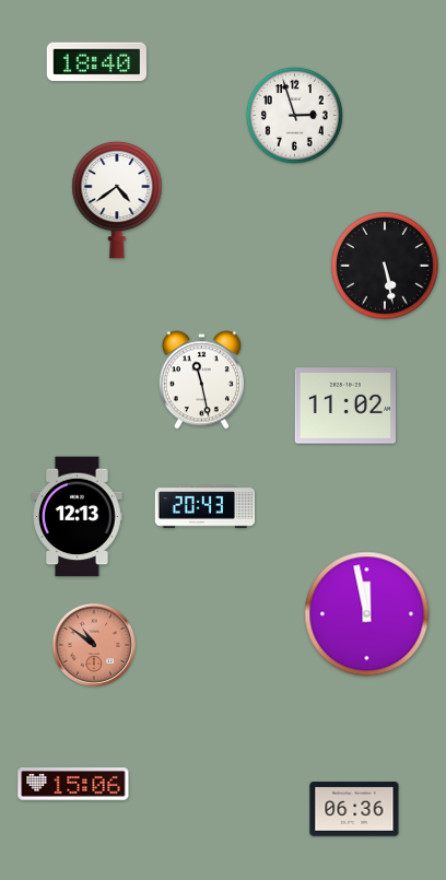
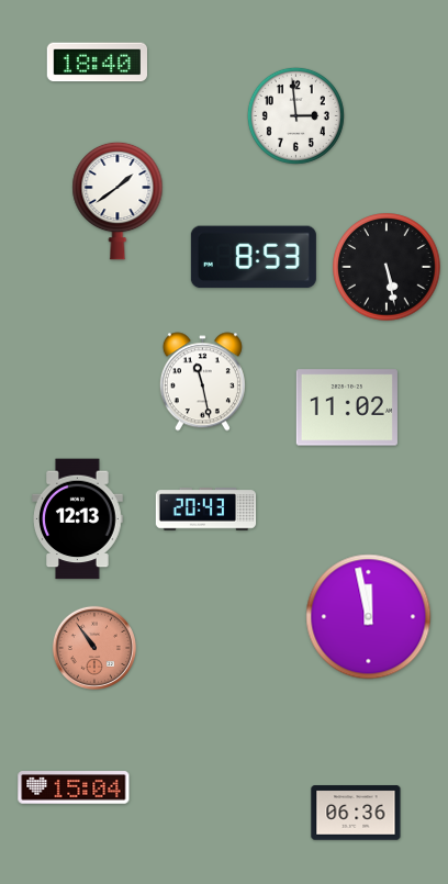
clock at (294, 115): 2:57 -> 2:59
clock at (117, 200): 4:39 -> 1:39
clock at (254, 257): none -> 8:53
clock at (94, 645): 10:51 -> 10:54
clock at (73, 784): 15:06 -> 15:04
